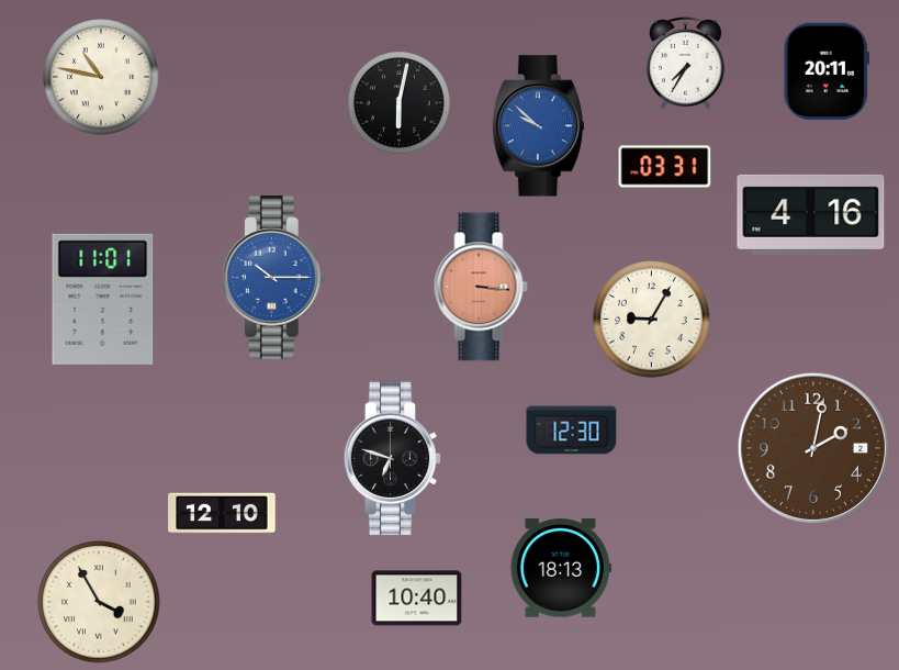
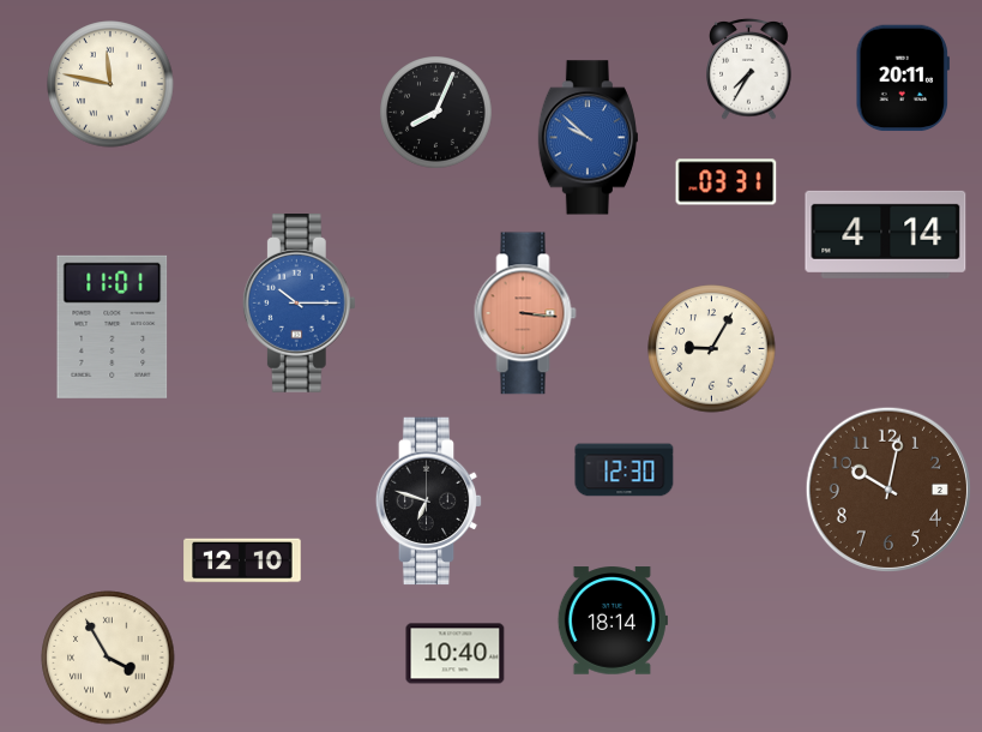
clock at (101, 77): 10:47 -> 11:47
clock at (400, 103): 6:02 -> 8:04
clock at (811, 214): 4:16 -> 4:14
clock at (813, 448): 2:02 -> 10:02
clock at (561, 568): 18:13 -> 18:14
